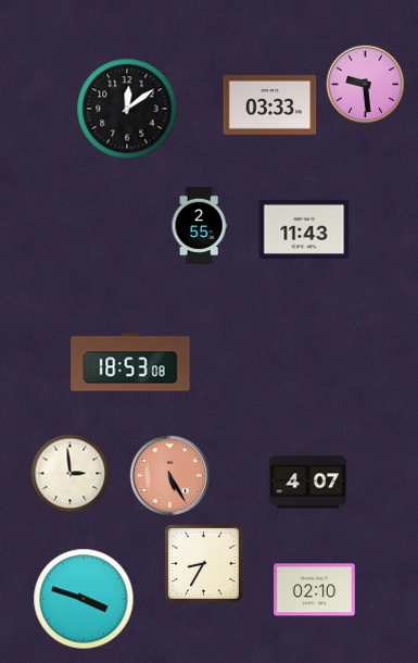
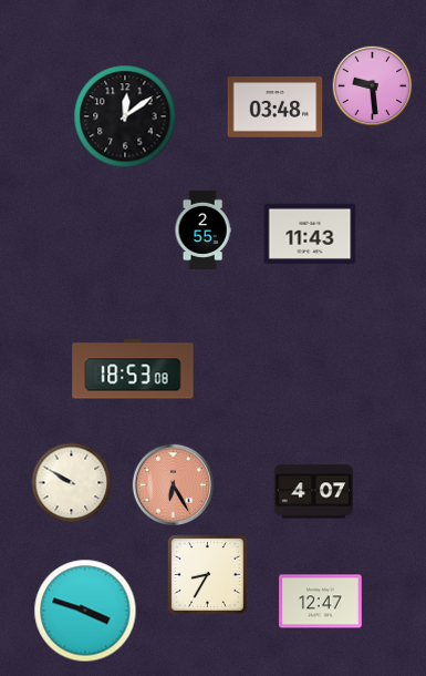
clock at (270, 105): 03:33 -> 03:48
clock at (127, 109) position: (127, 109) -> (125, 116)
clock at (71, 474): 2:59 -> 9:50
clock at (169, 475): 5:25 -> 6:25
clock at (315, 590): 02:10 -> 12:47
